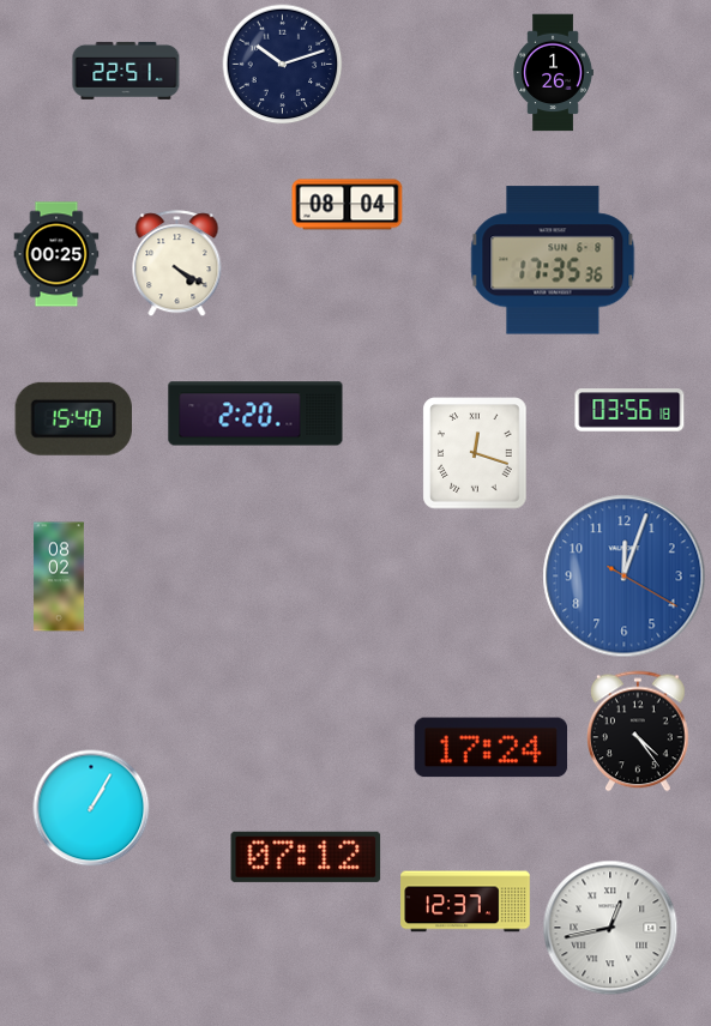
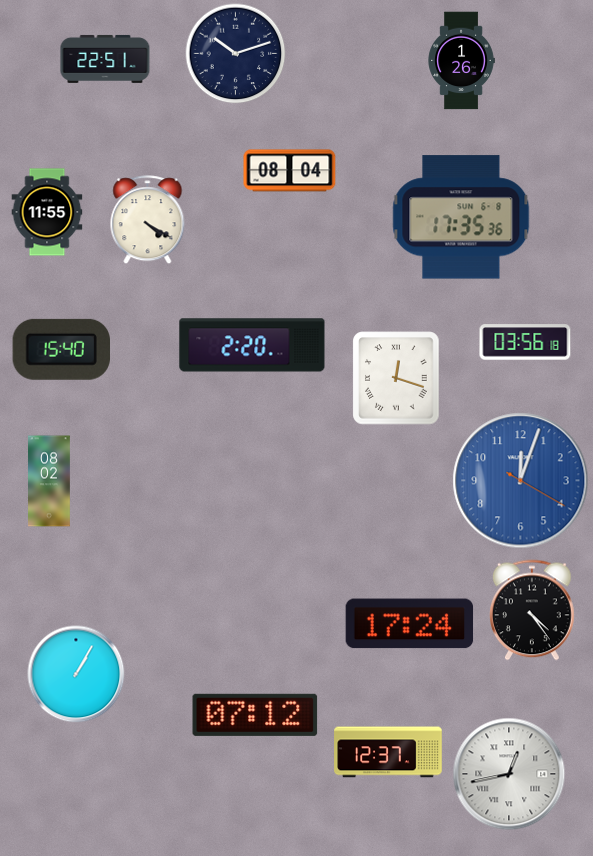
clock at (56, 254): 00:25 -> 11:55
clock at (255, 414) position: (255, 414) -> (252, 345)
